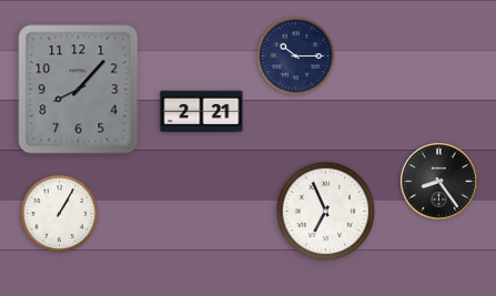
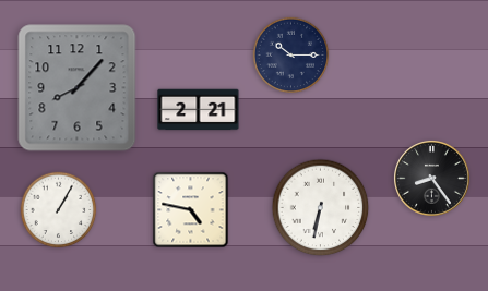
clock at (326, 212): 6:56 -> 6:32
clock at (191, 210): none -> 4:47
